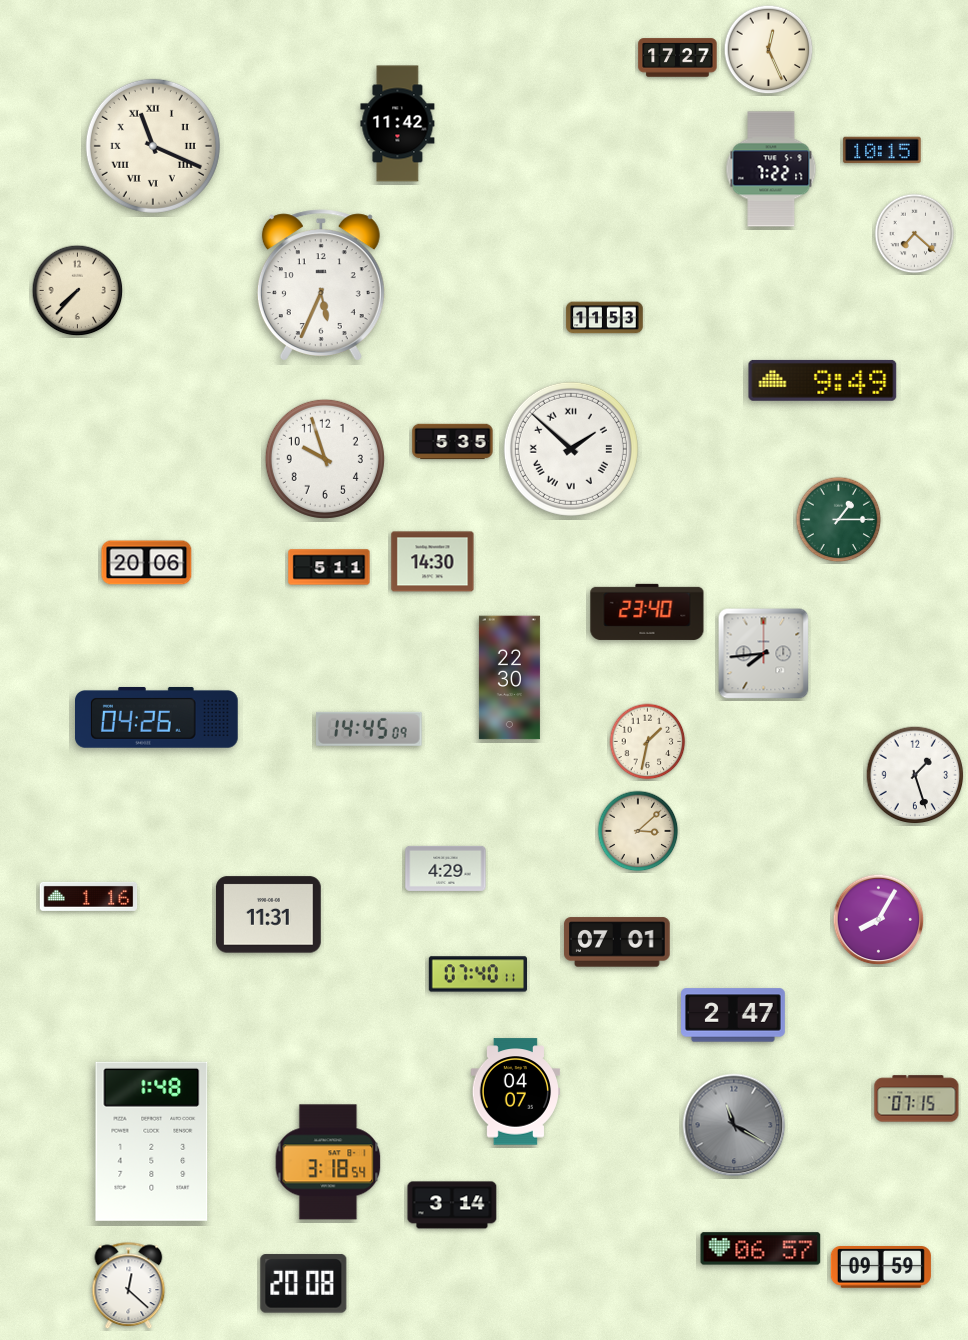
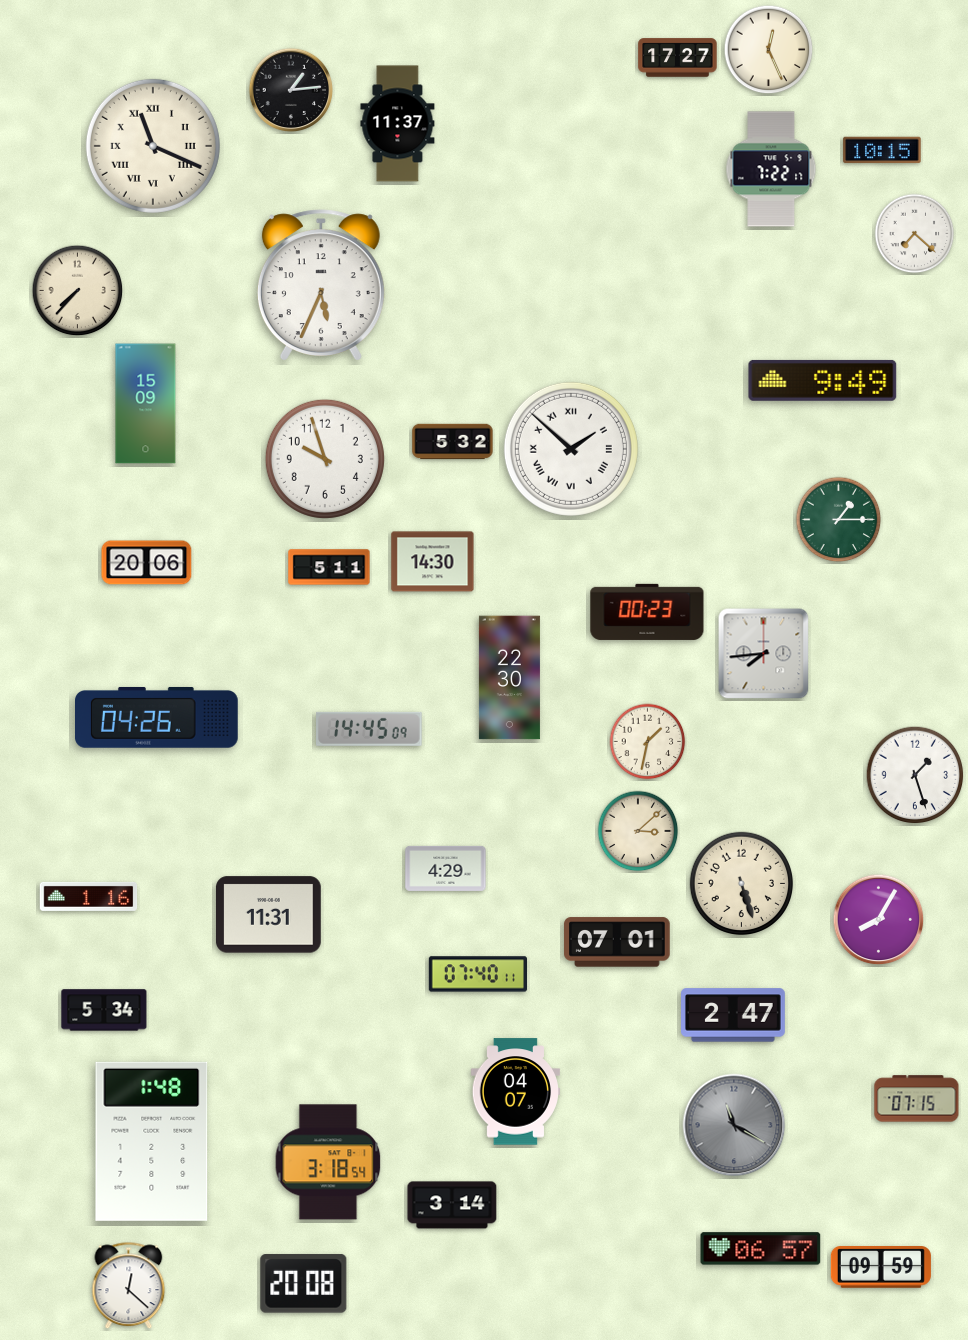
clock at (291, 90): none -> 1:14
clock at (398, 124): 11:42 -> 11:37
clock at (605, 318): 11:53 -> none
clock at (146, 404): none -> 15:09
clock at (453, 442): 5:35 -> 5:32
clock at (647, 612): 23:40 -> 00:23
clock at (742, 884): none -> 5:27
clock at (104, 1010): none -> 5:34
